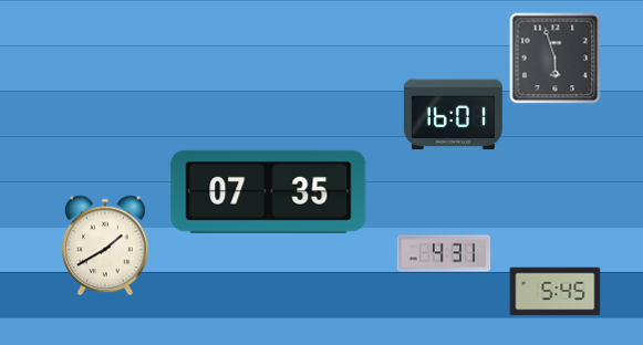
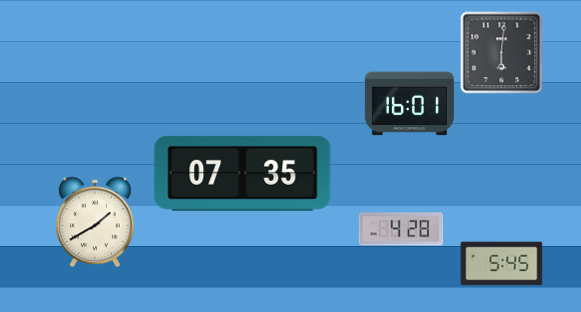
clock at (556, 59): 5:57 -> 6:01
clock at (444, 253): 4:31 -> 4:28
